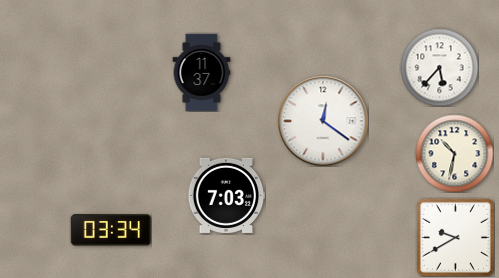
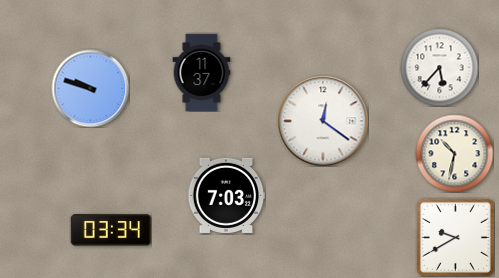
clock at (90, 88): none -> 9:48
